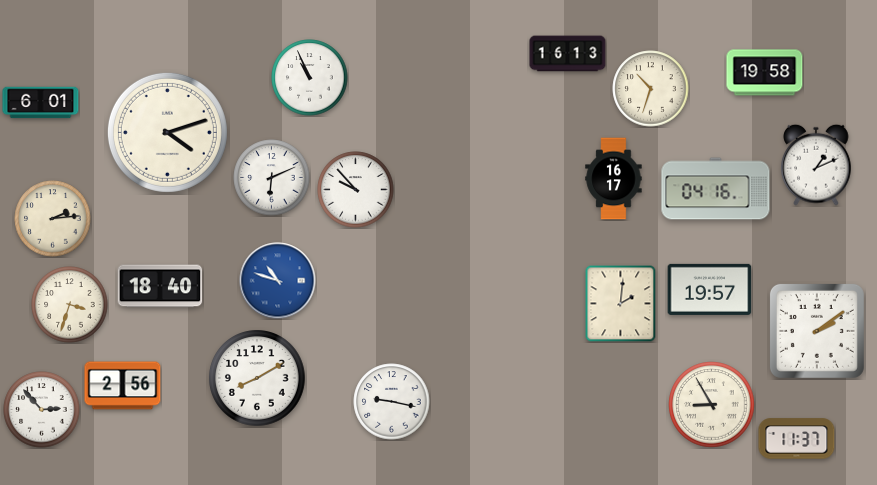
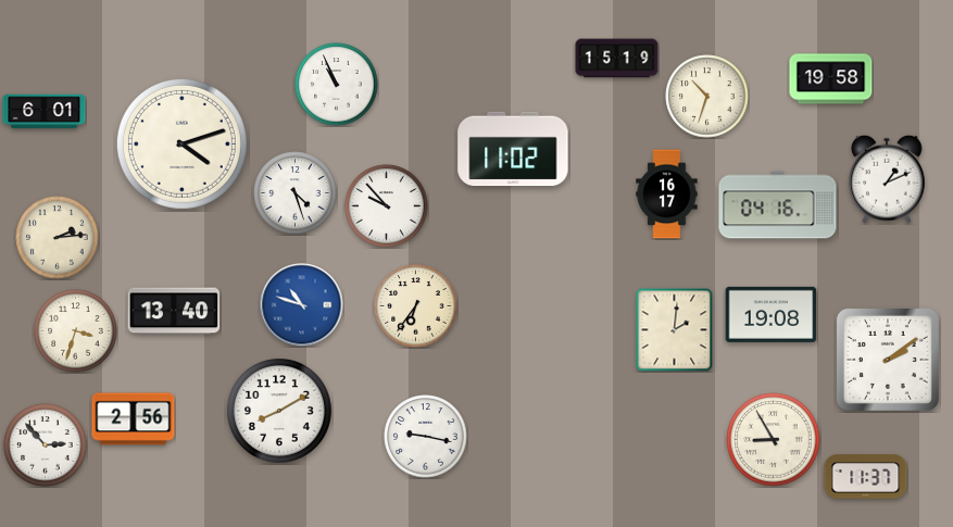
clock at (568, 54): 16:13 -> 15:19
clock at (513, 149): none -> 11:02
clock at (272, 178): 6:11 -> 4:27
clock at (416, 306): none -> 6:36
clock at (160, 286): 18:40 -> 13:40
clock at (710, 289): 19:57 -> 19:08
